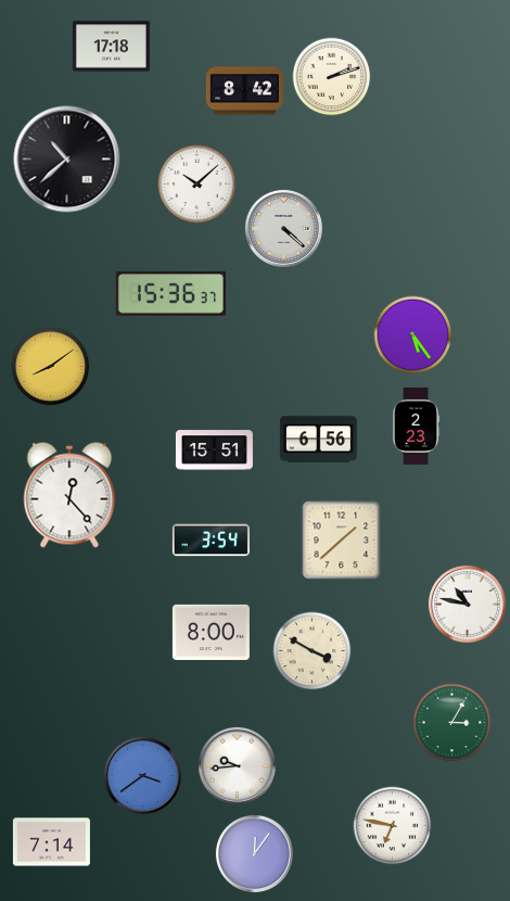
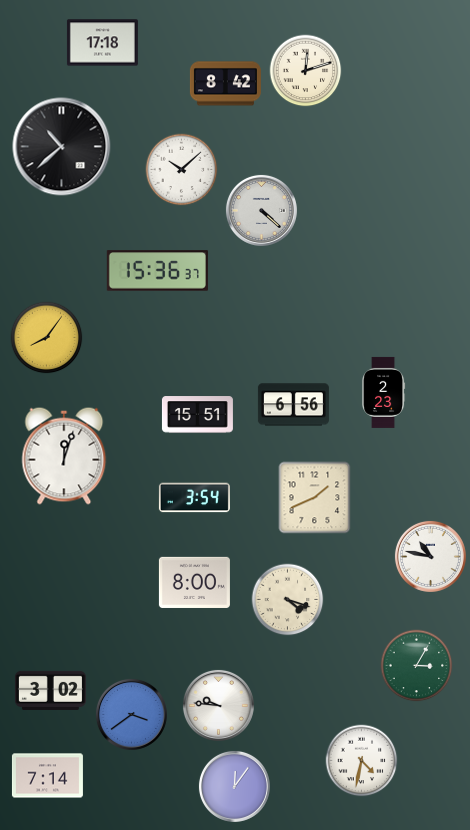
clock at (332, 77): 2:12 -> 12:12
clock at (413, 335): 5:24 -> none
clock at (51, 367): 8:09 -> 8:06
clock at (69, 495): 12:23 -> 12:03
clock at (342, 541): 1:38 -> 1:41
clock at (313, 651): 3:50 -> 4:18
clock at (50, 690): none -> 3:02
clock at (237, 765): 9:44 -> 9:46
clock at (393, 826): 6:47 -> 4:32
